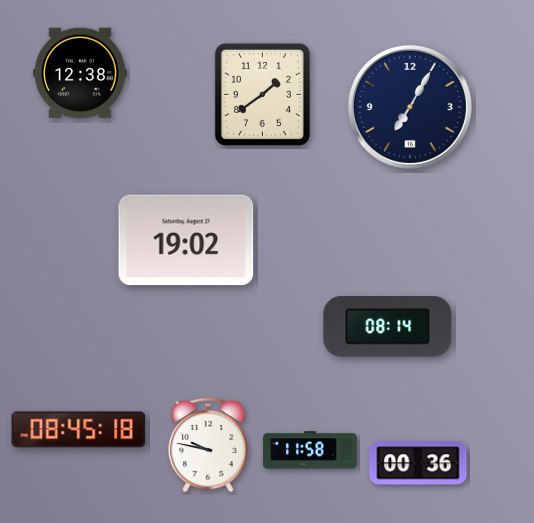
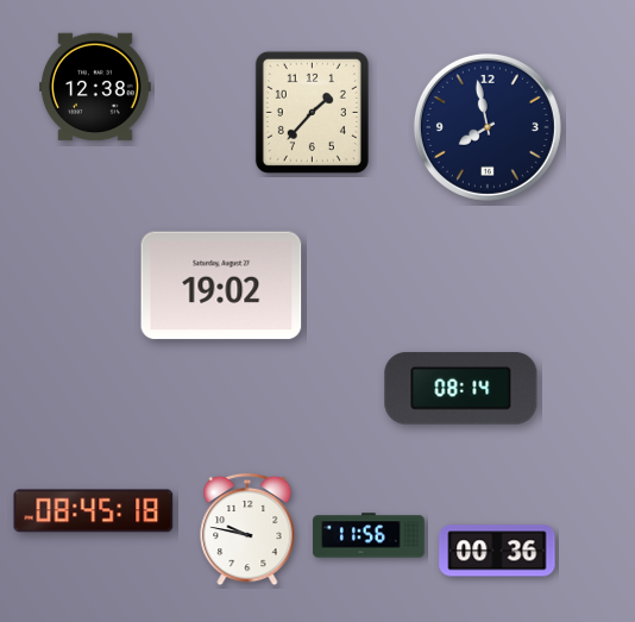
clock at (262, 94): 1:39 -> 1:37
clock at (410, 107): 7:05 -> 7:58
clock at (310, 450): 11:58 -> 11:56
